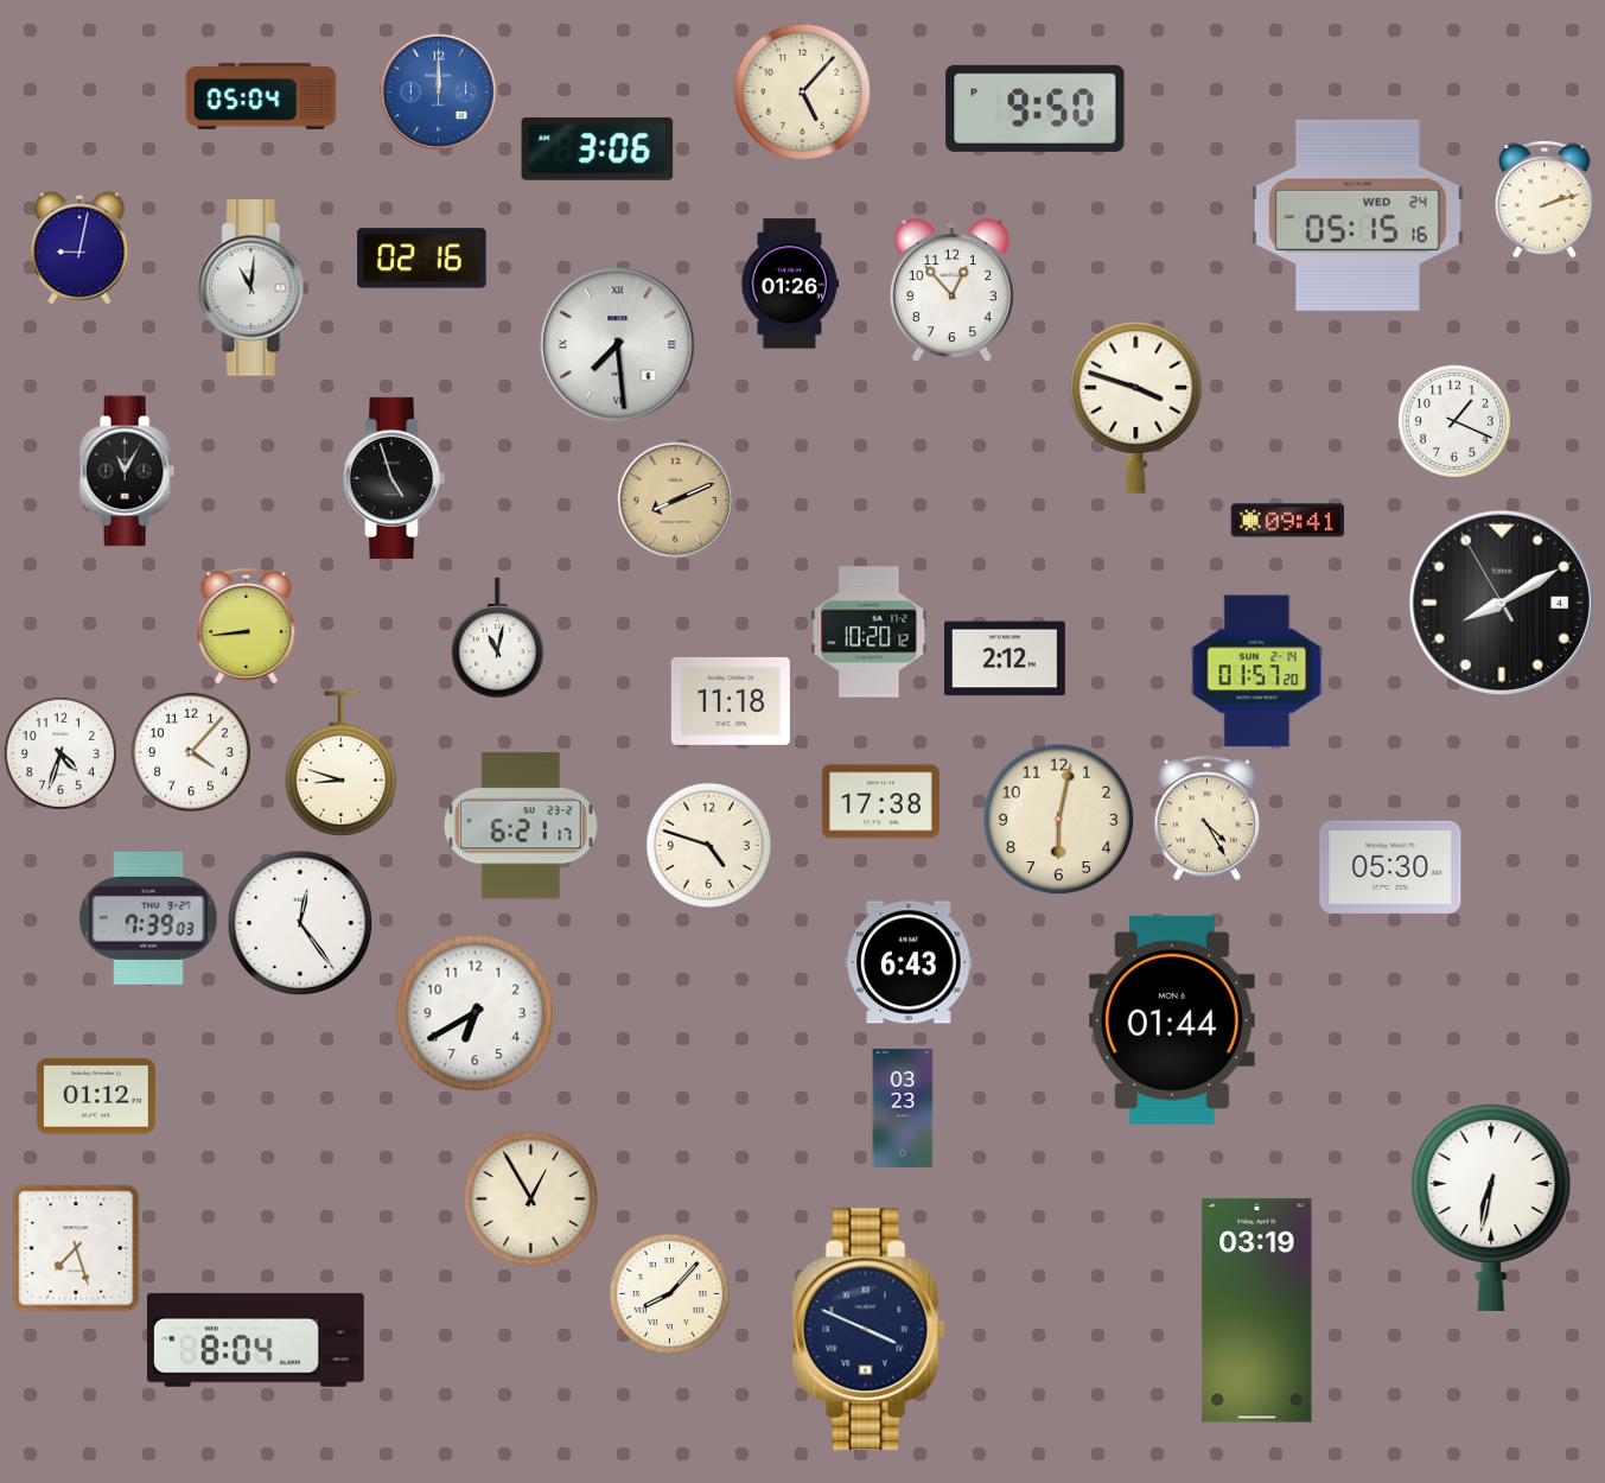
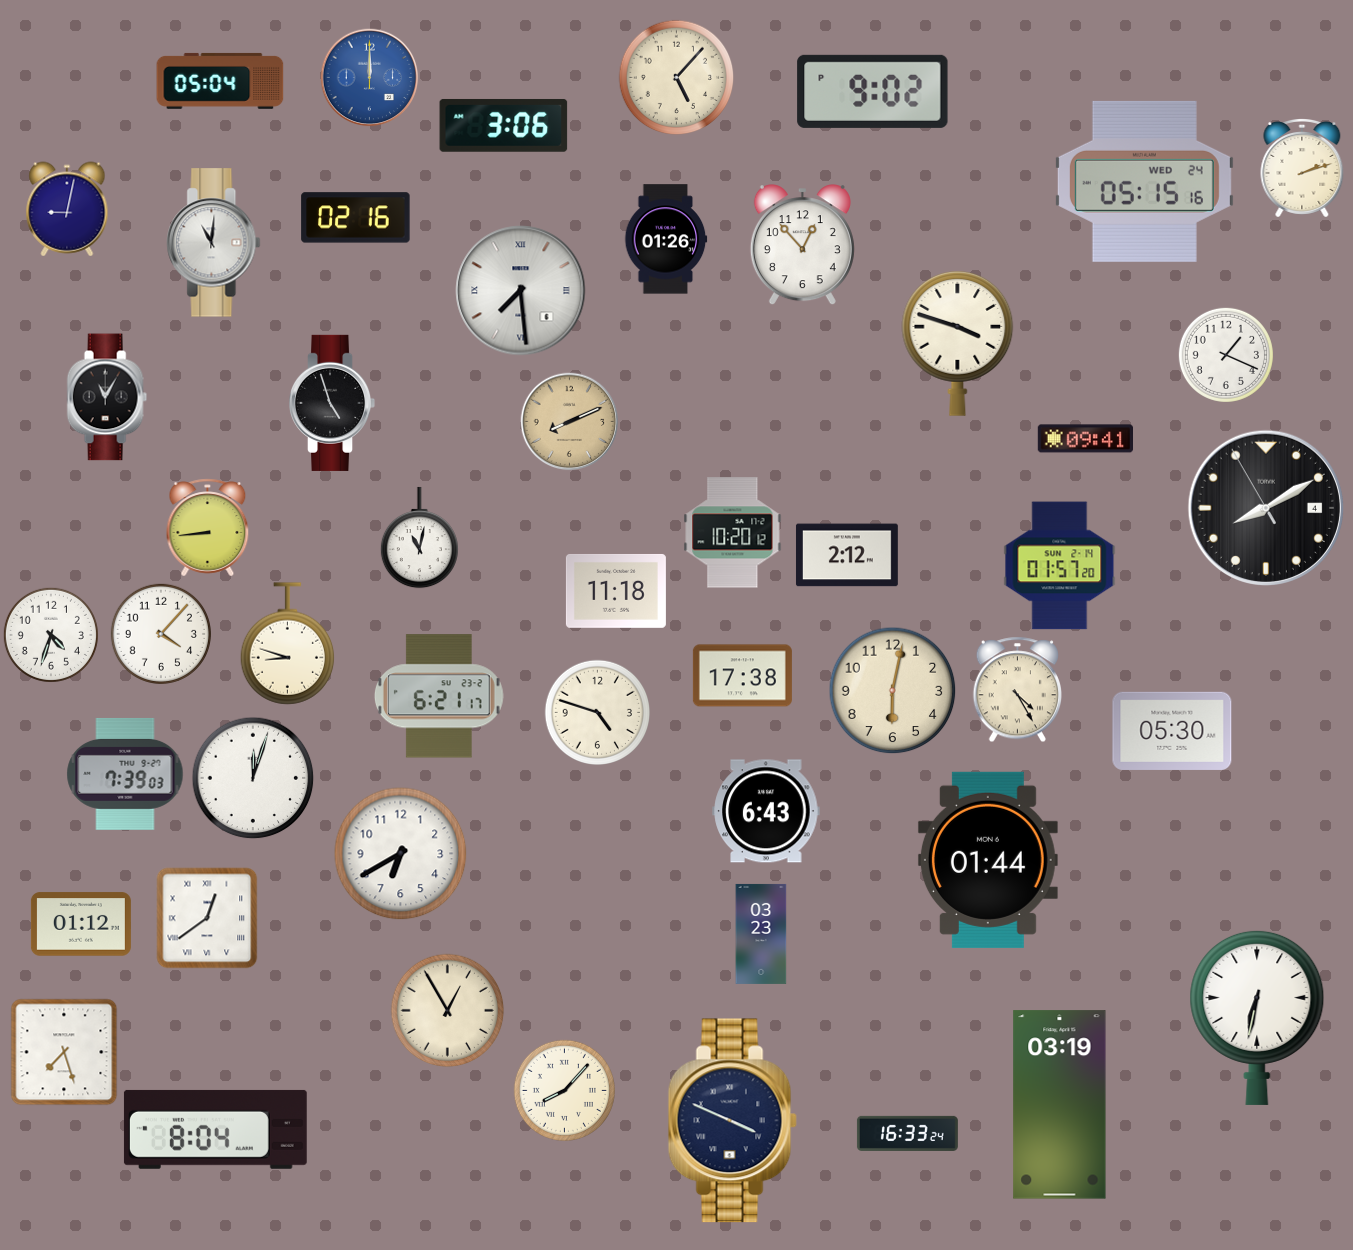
clock at (1036, 108): 9:50 -> 9:02
clock at (300, 923): 12:24 -> 12:03
clock at (207, 918): none -> 12:39
clock at (907, 1133): none -> 16:33
